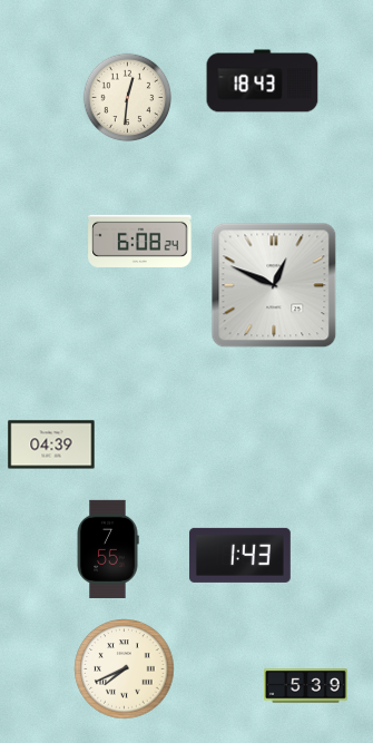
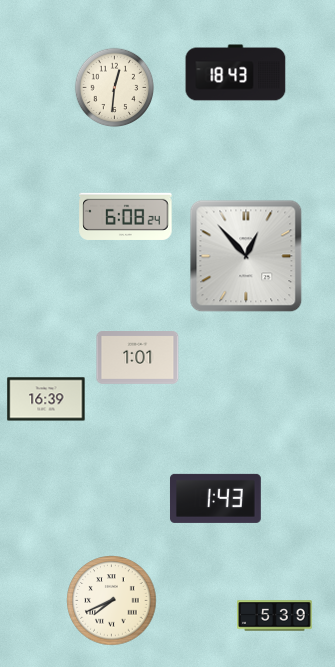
clock at (274, 285): 12:49 -> 12:53
clock at (138, 358): none -> 1:01
clock at (51, 444): 04:39 -> 16:39
clock at (108, 548): 7:55 -> none
